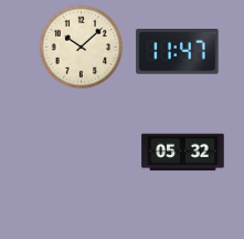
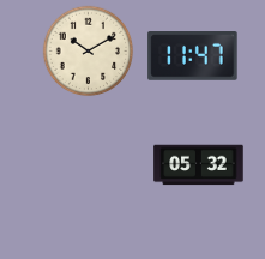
clock at (82, 48): 10:08 -> 10:10
